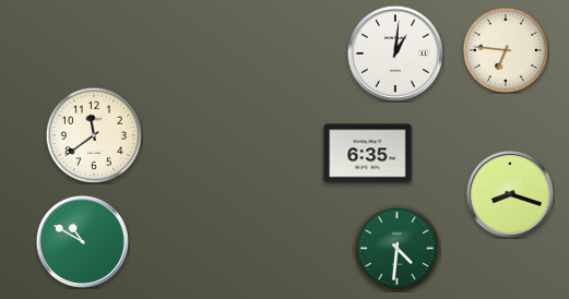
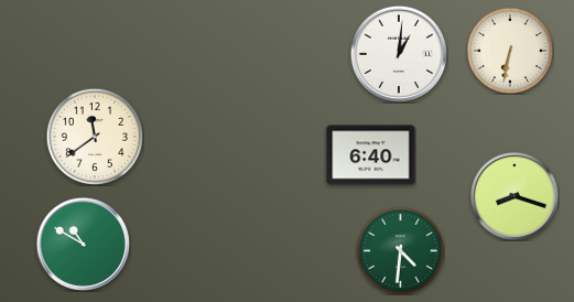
clock at (506, 50): 6:46 -> 6:32
clock at (368, 154): 6:35 -> 6:40
